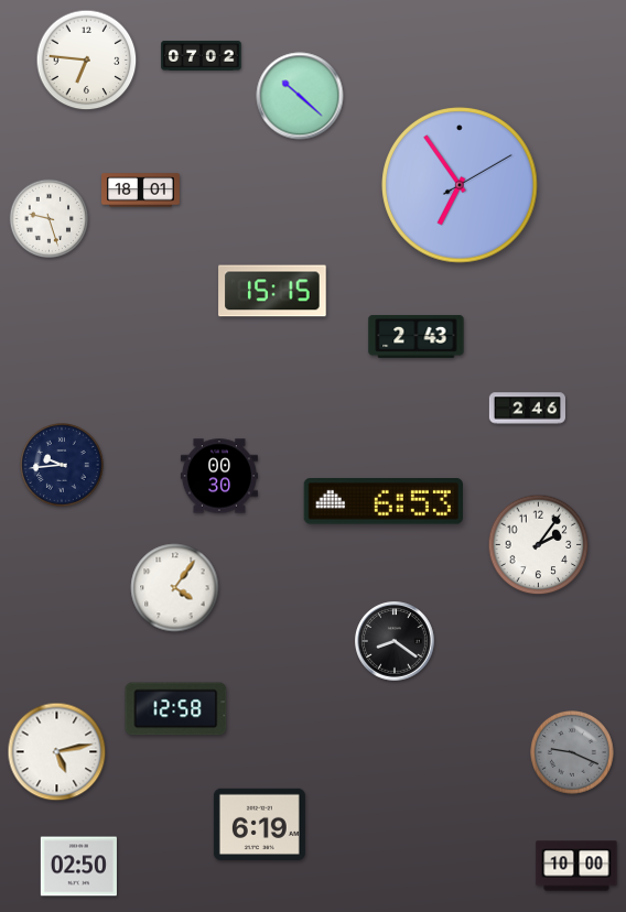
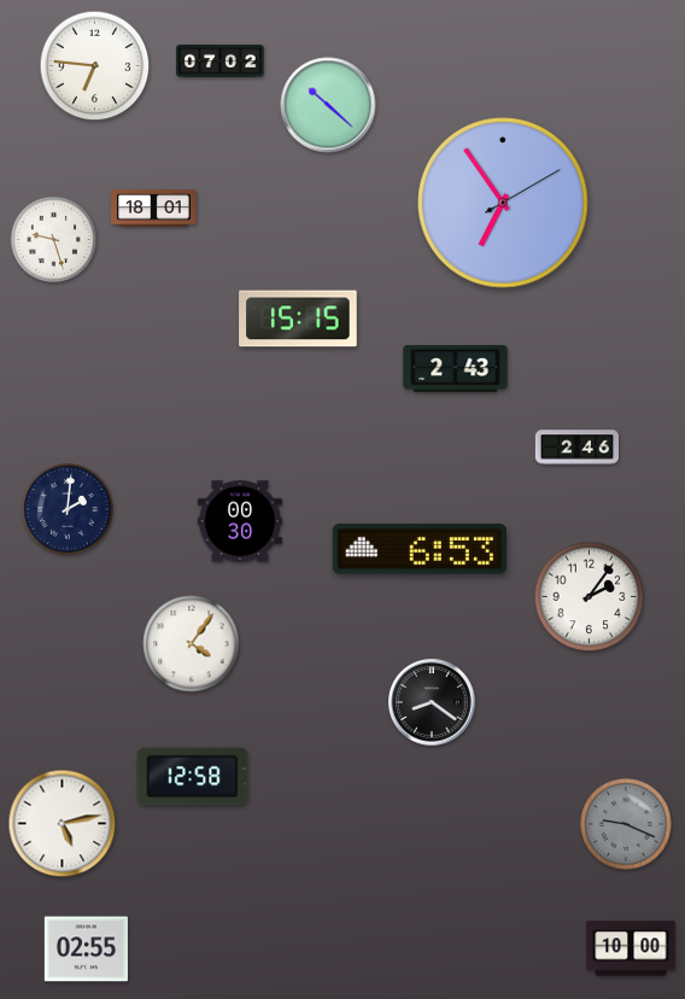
clock at (63, 466): 9:44 -> 2:01
clock at (259, 824): 6:19 -> none
clock at (78, 867): 02:50 -> 02:55
